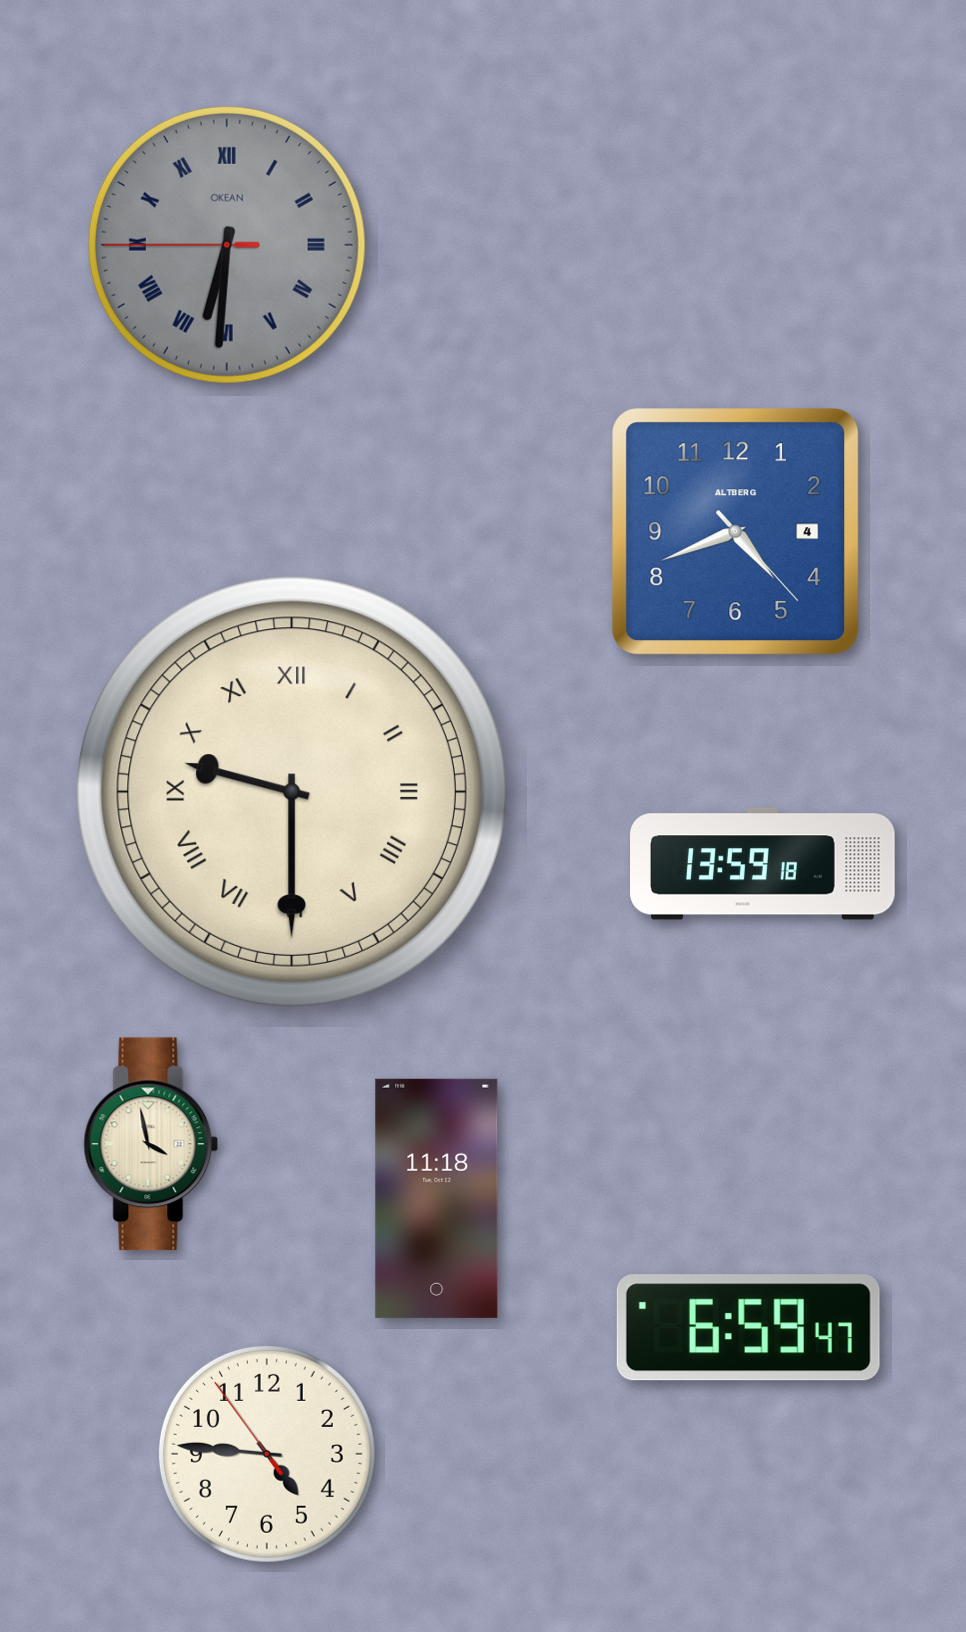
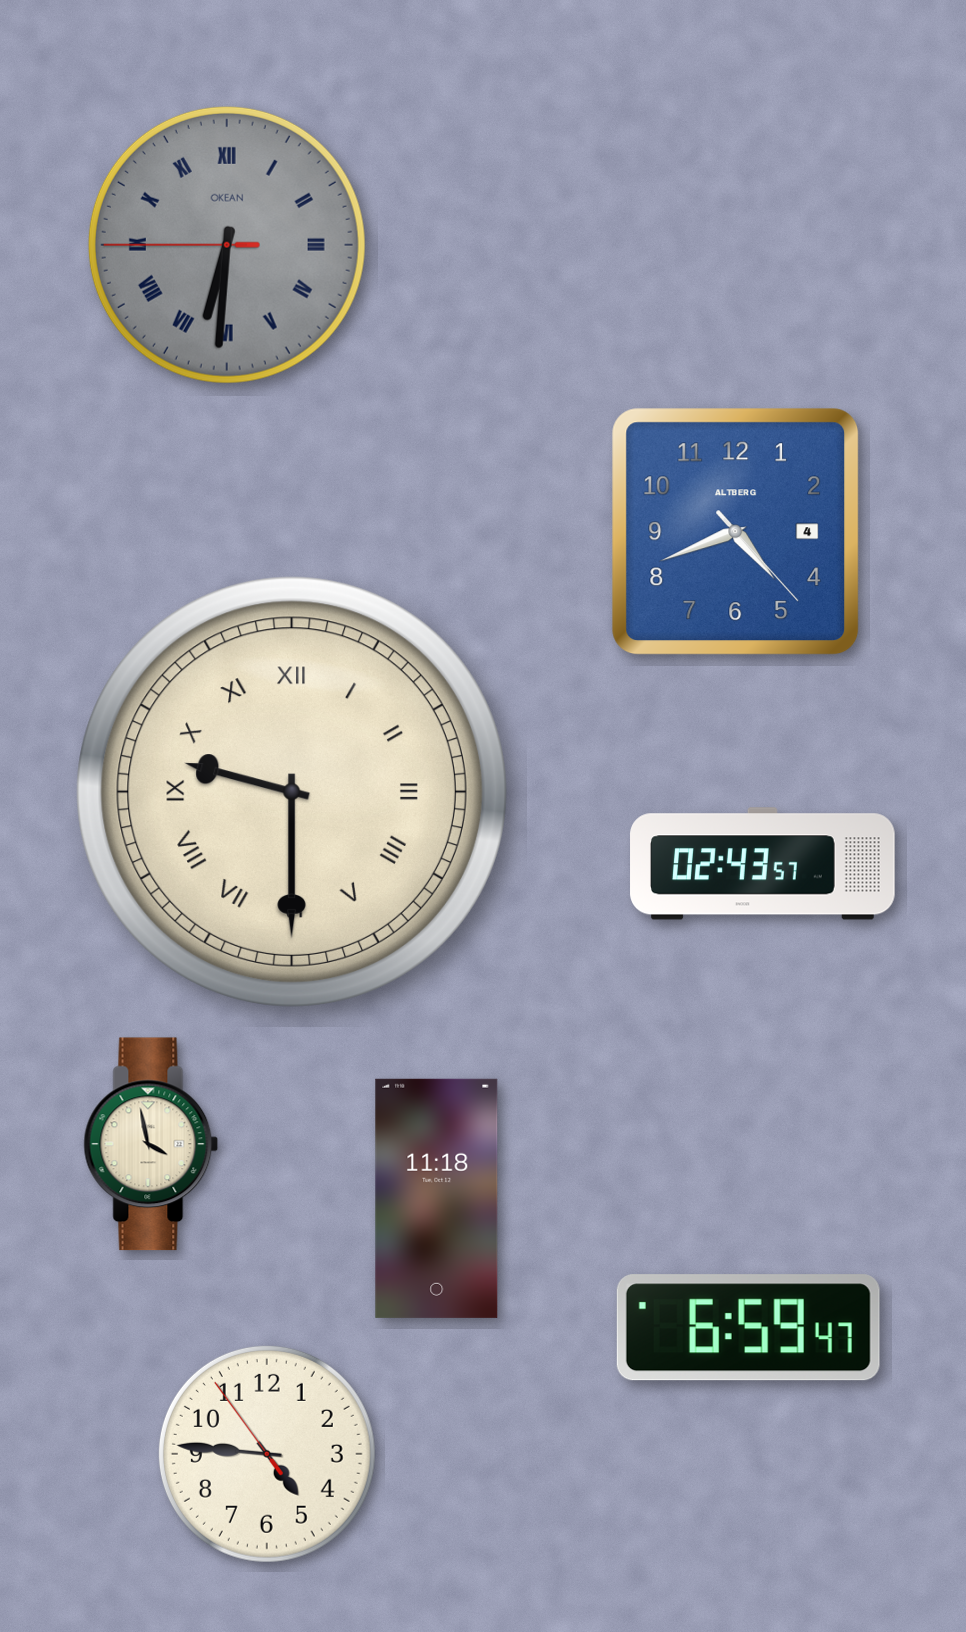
clock at (763, 864): 13:59 -> 02:43
